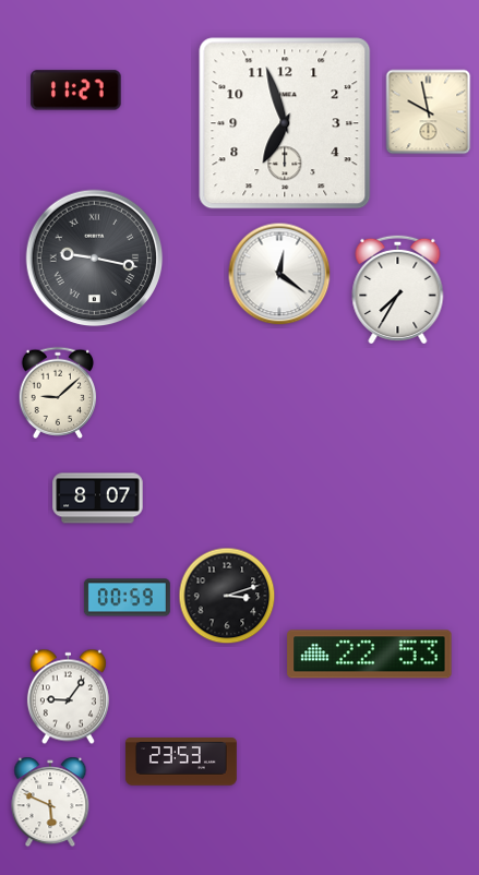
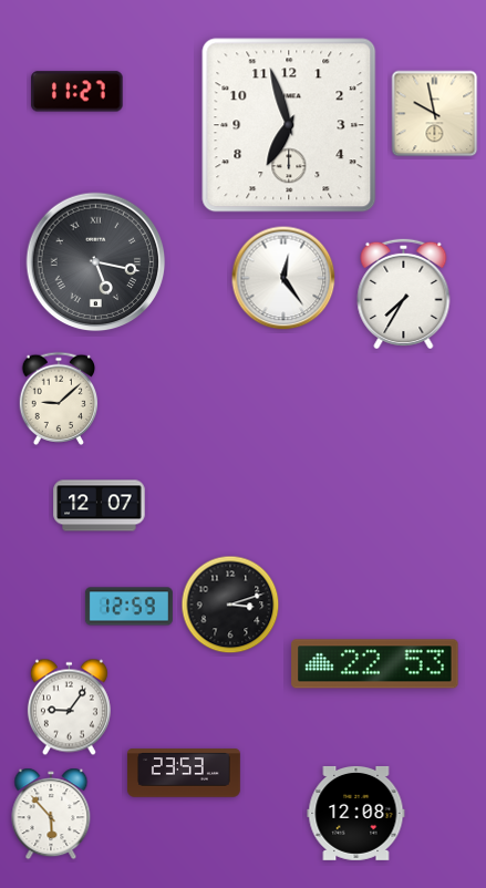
clock at (95, 259): 9:17 -> 5:17
clock at (279, 274): 12:21 -> 12:24
clock at (98, 499): 8:07 -> 12:07
clock at (127, 598): 00:59 -> 12:59
clock at (356, 813): none -> 12:08
clock at (50, 802): 5:49 -> 5:53
